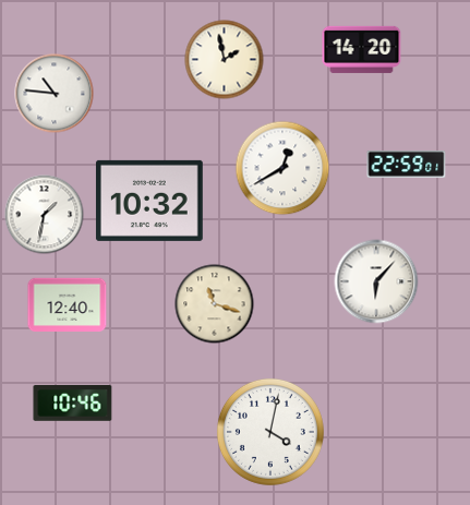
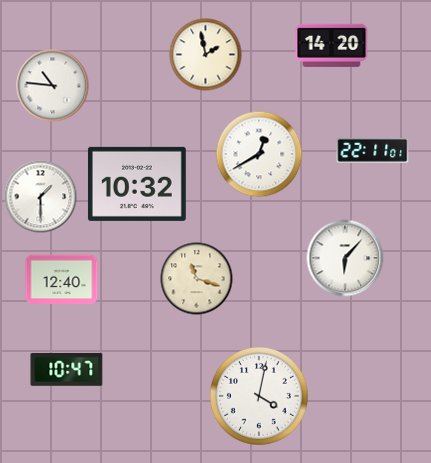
clock at (55, 94) position: (55, 94) -> (53, 86)
clock at (407, 164): 22:59 -> 22:11
clock at (45, 215): 1:32 -> 1:30
clock at (73, 402): 10:46 -> 10:47
clock at (270, 432) position: (270, 432) -> (259, 396)
